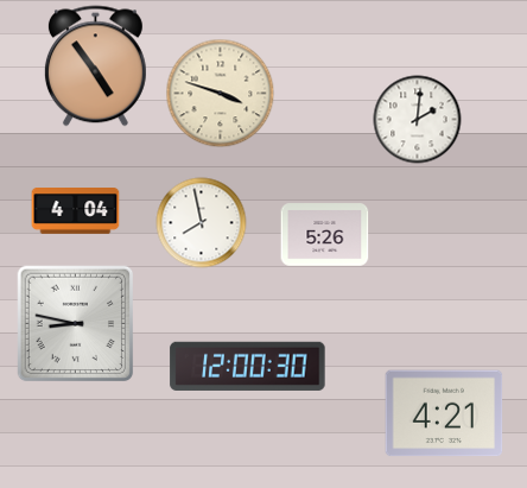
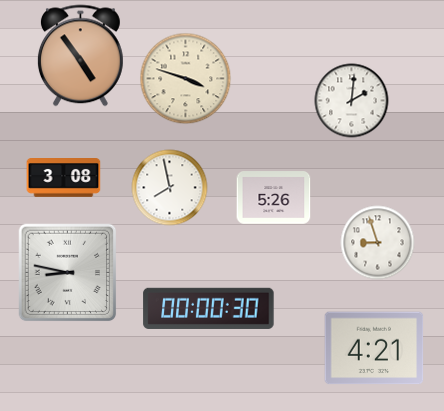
clock at (76, 211): 4:04 -> 3:08
clock at (378, 243): none -> 8:57
clock at (76, 324) position: (76, 324) -> (68, 273)
clock at (248, 366): 12:00 -> 00:00
